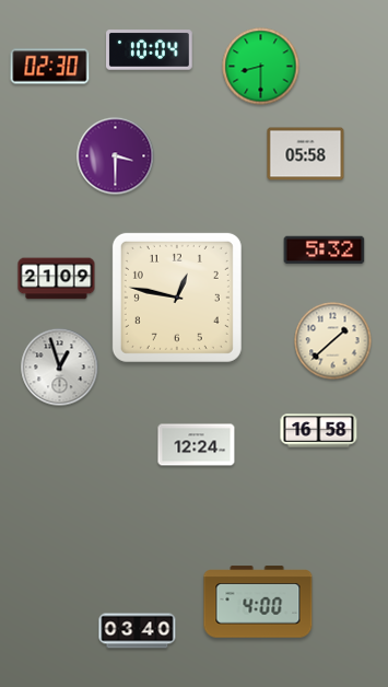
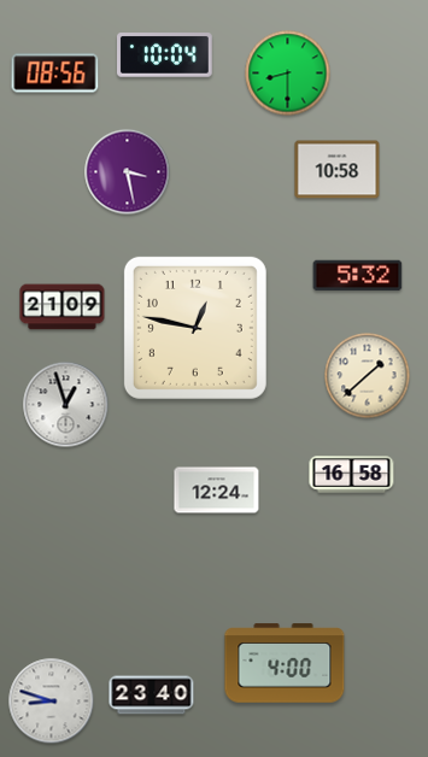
clock at (50, 67): 02:30 -> 08:56
clock at (306, 154): 05:58 -> 10:58
clock at (116, 156): 3:30 -> 3:28
clock at (138, 631): 03:40 -> 23:40
clock at (52, 702): none -> 8:48
